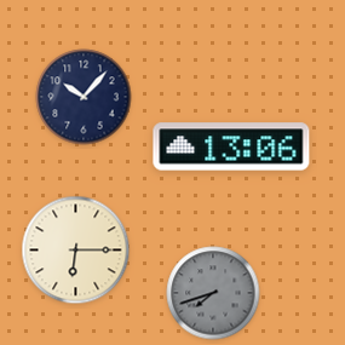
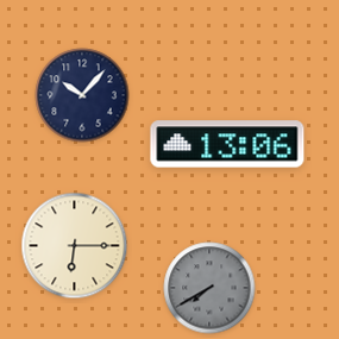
clock at (213, 293): 7:42 -> 7:40
